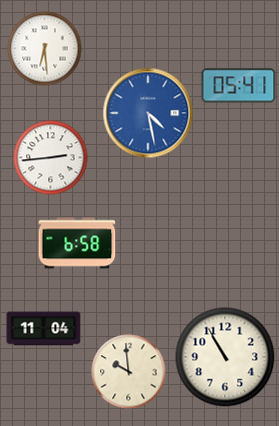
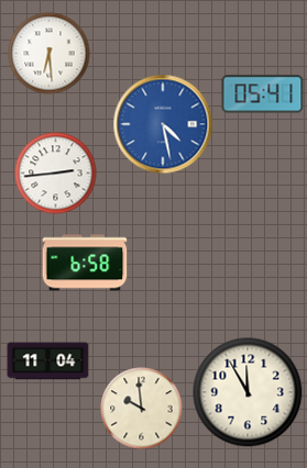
clock at (77, 243) position: (77, 243) -> (85, 263)
clock at (225, 357): 10:55 -> 11:55
